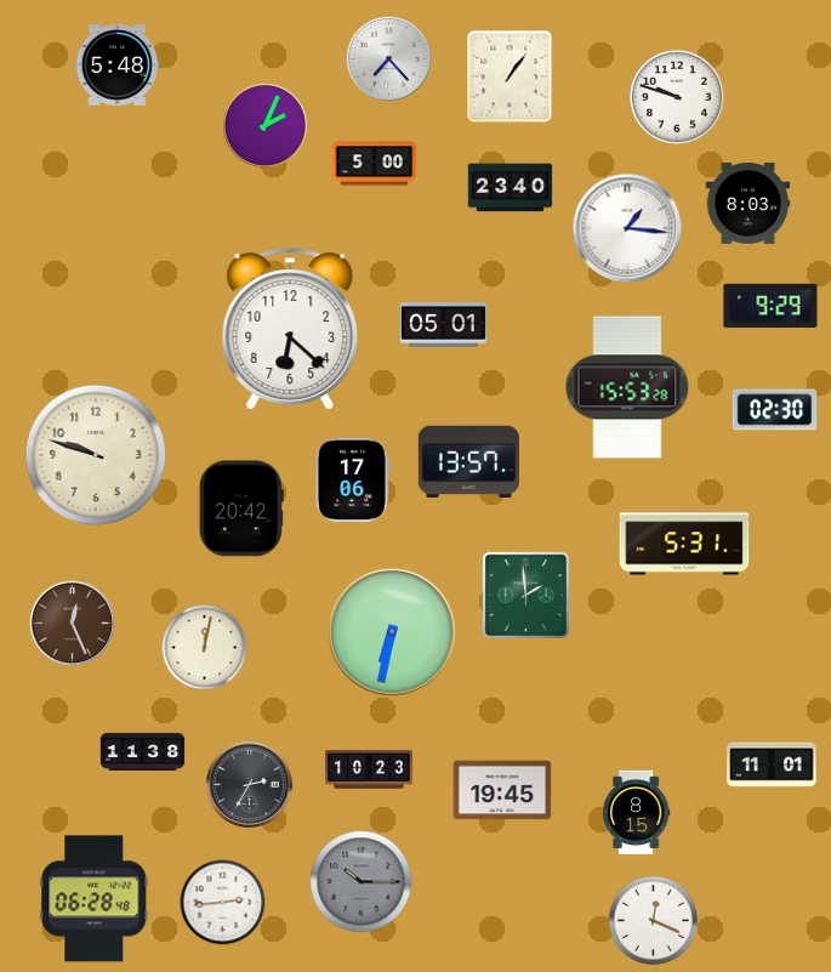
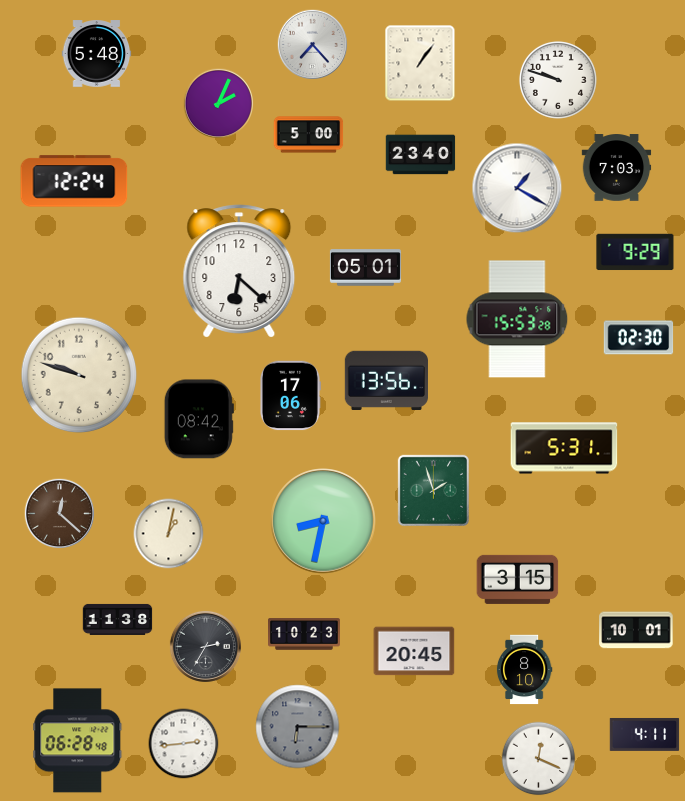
clock at (388, 58) position: (388, 58) -> (312, 44)
clock at (749, 204): 8:03 -> 7:03
clock at (74, 181): none -> 12:24
clock at (627, 228): 1:16 -> 1:20
clock at (468, 461): 13:57 -> 13:56
clock at (241, 508): 20:42 -> 08:42
clock at (525, 595): 1:59 -> 1:57
clock at (72, 623): 12:26 -> 12:22
clock at (392, 632): 6:32 -> 8:32
clock at (205, 648): 12:02 -> 1:02
clock at (518, 579): none -> 3:15
clock at (772, 764): 11:01 -> 10:01
clock at (502, 790): 19:45 -> 20:45
clock at (636, 813): 8:15 -> 8:10
clock at (362, 882): 10:15 -> 6:15
clock at (645, 734): none -> 4:11
